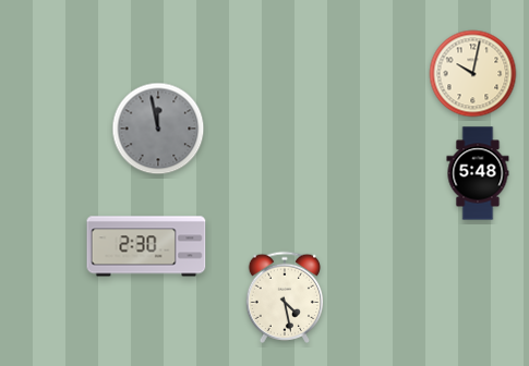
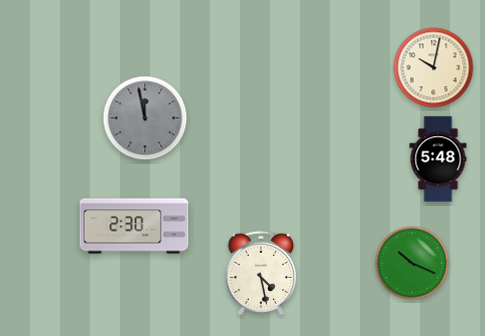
clock at (412, 263): none -> 10:19
